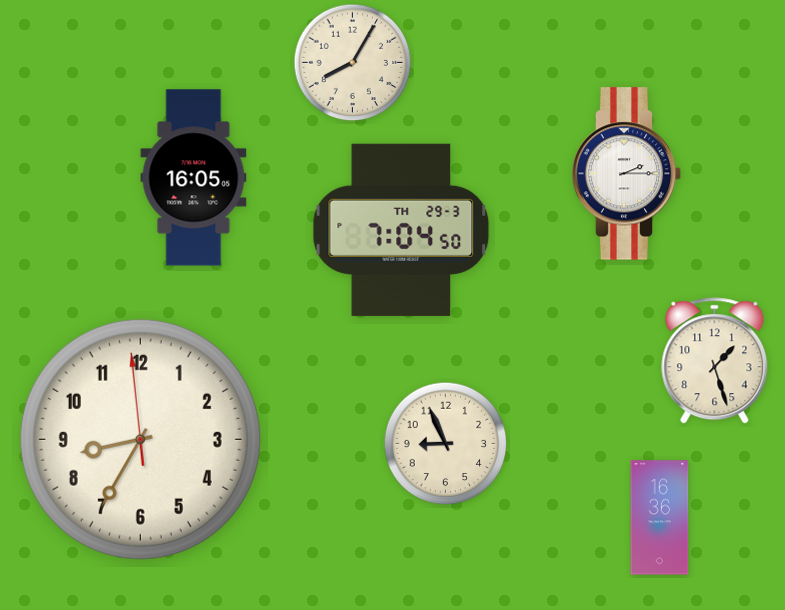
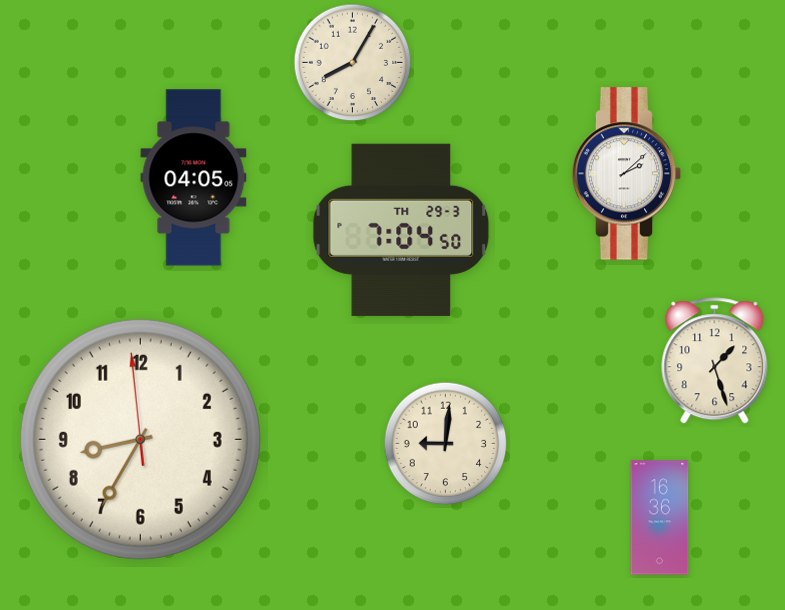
clock at (627, 174): 2:15 -> 2:08
clock at (194, 178): 16:05 -> 04:05
clock at (446, 444): 8:56 -> 9:01
